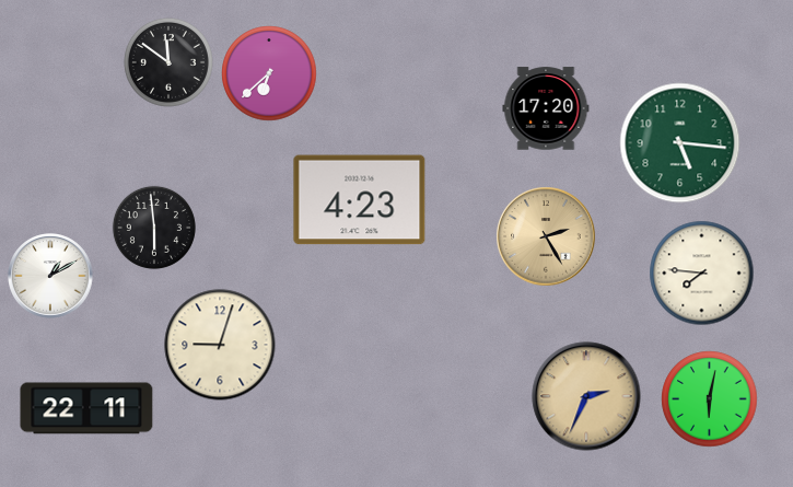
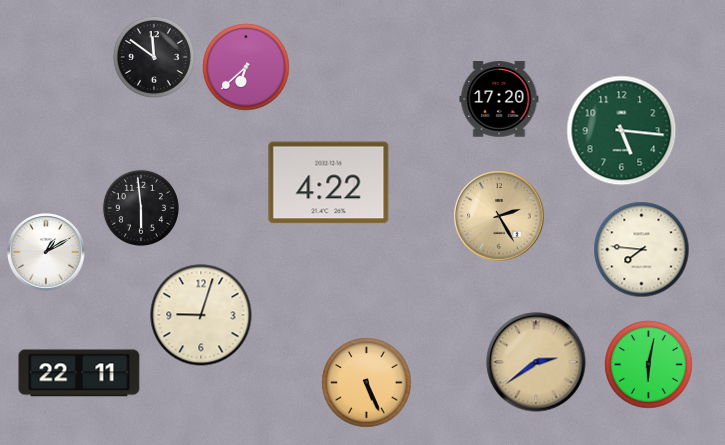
clock at (360, 200): 4:23 -> 4:22
clock at (586, 396): 2:34 -> 2:39
clock at (367, 383): none -> 5:26
